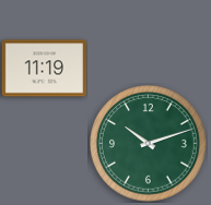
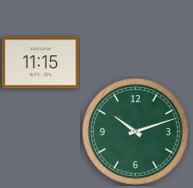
clock at (44, 69): 11:19 -> 11:15
